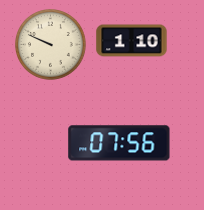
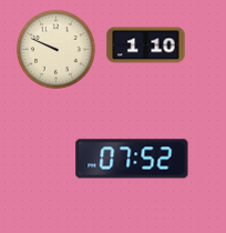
clock at (119, 143): 07:56 -> 07:52
